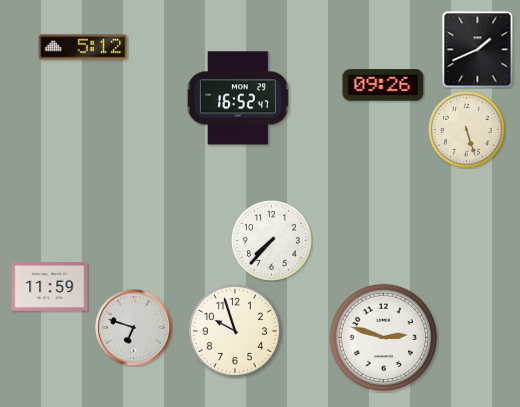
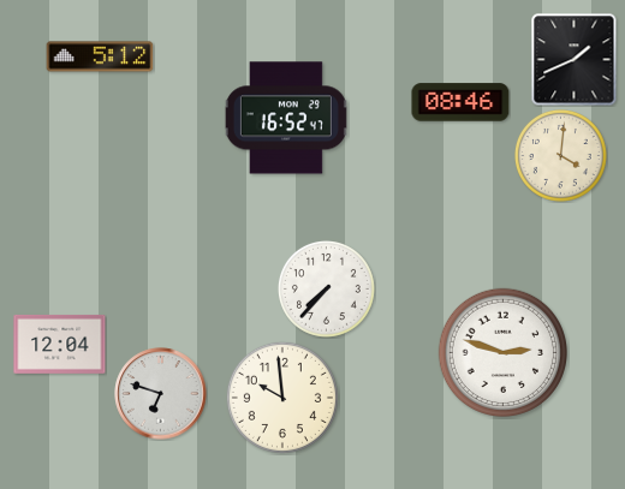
clock at (383, 85): 09:26 -> 08:46
clock at (467, 130): 5:27 -> 4:01
clock at (50, 286): 11:59 -> 12:04
clock at (235, 331): 9:57 -> 9:59
clock at (383, 337) position: (383, 337) -> (502, 352)
